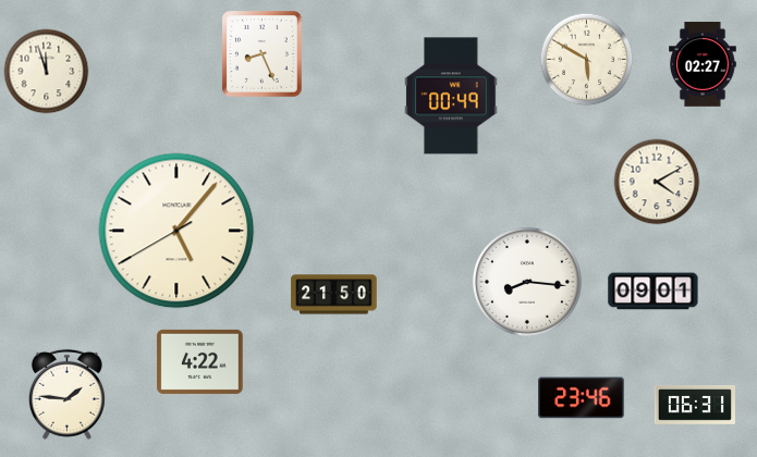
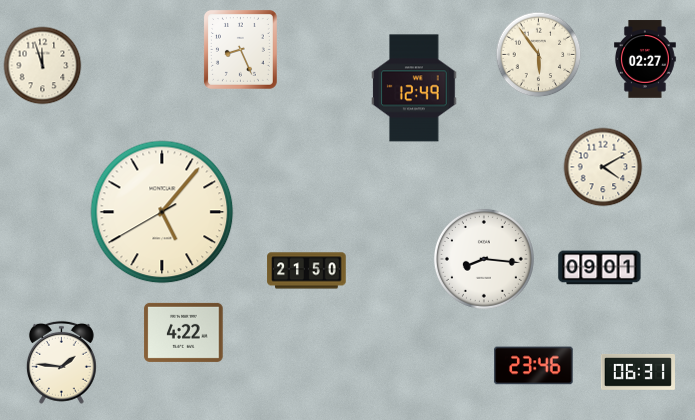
clock at (587, 60): 5:50 -> 5:54
clock at (451, 96): 00:49 -> 12:49
